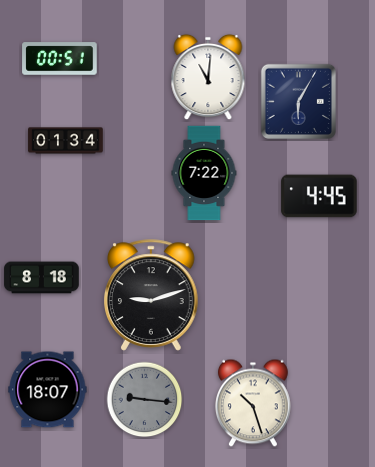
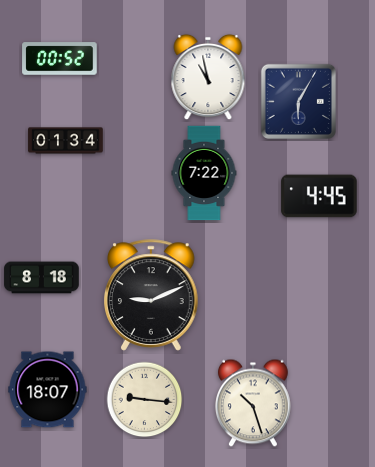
clock at (60, 59): 00:51 -> 00:52
clock at (208, 77): 11:01 -> 10:58
clock at (151, 295): 9:12 -> 9:11
clock at (145, 400) dial: grey -> cream
